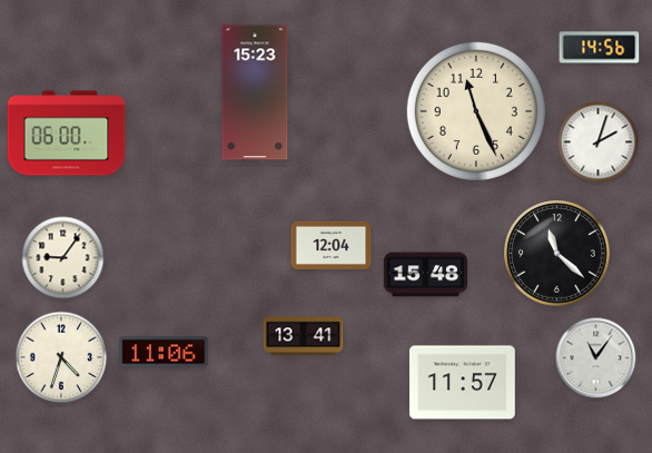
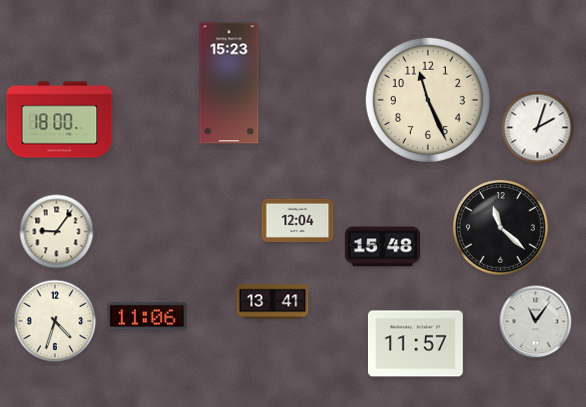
clock at (600, 48): 14:56 -> none
clock at (67, 134): 06:00 -> 18:00
